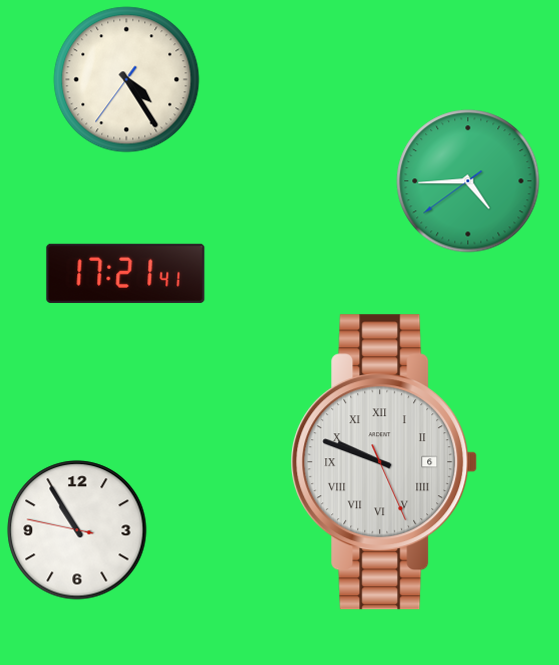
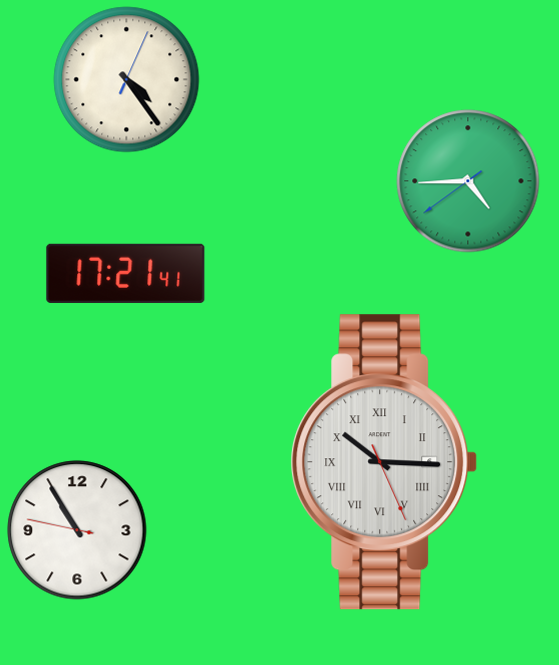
clock at (127, 80): 4:24:36 -> 4:24:04
clock at (384, 462): 9:48 -> 10:15
